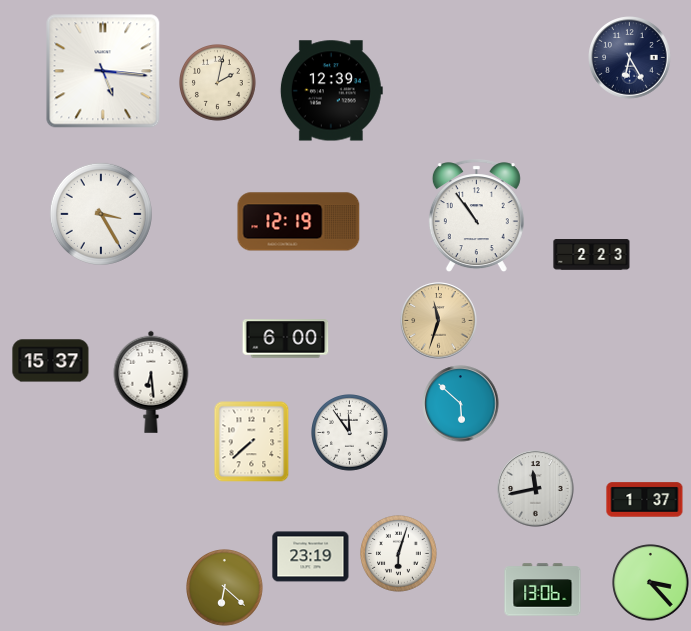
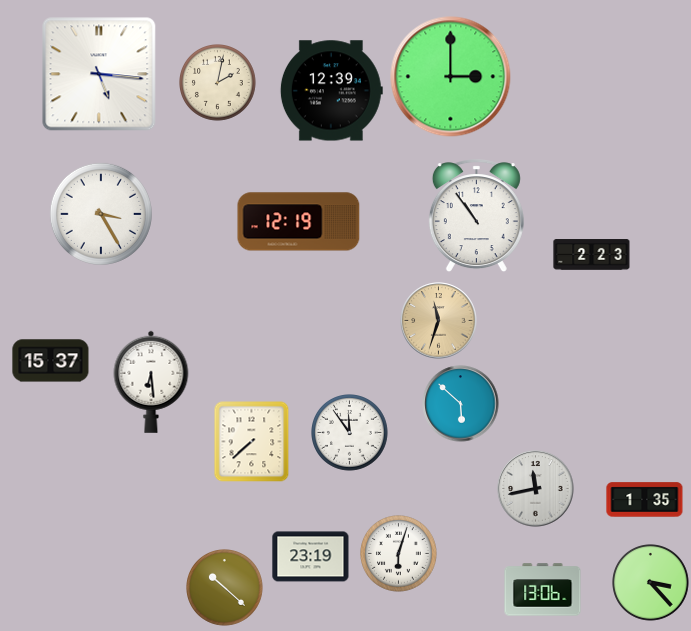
clock at (630, 58): 6:25 -> none
clock at (103, 71) position: (103, 71) -> (99, 74)
clock at (451, 77): none -> 3:00
clock at (286, 339): 6:00 -> none
clock at (645, 500): 1:37 -> 1:35
clock at (225, 588): 6:22 -> 10:22
